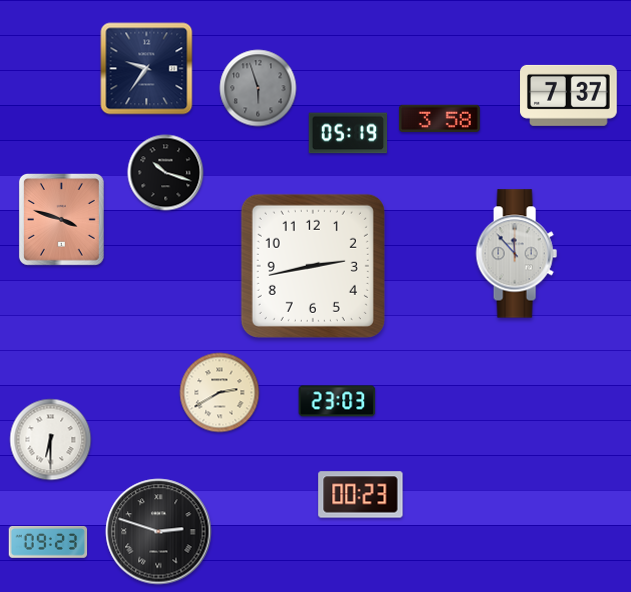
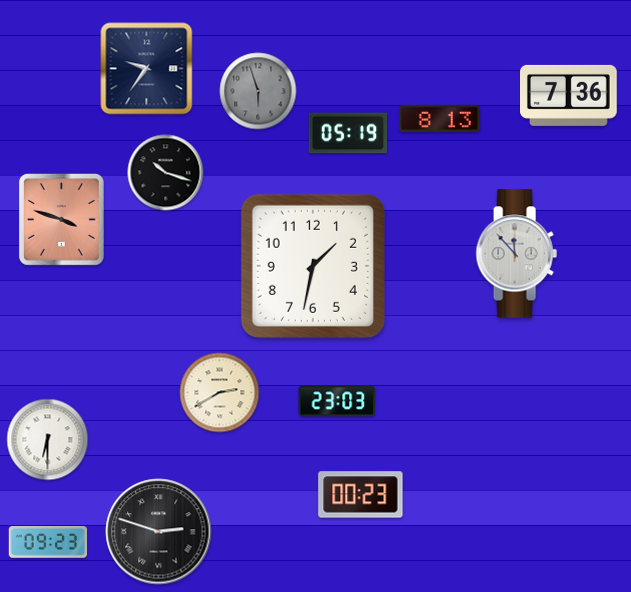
clock at (258, 88) position: (258, 88) -> (258, 91)
clock at (569, 95): 7:37 -> 7:36
clock at (439, 118): 3:58 -> 8:13
clock at (313, 266): 2:43 -> 1:32
clock at (51, 440) position: (51, 440) -> (48, 440)
